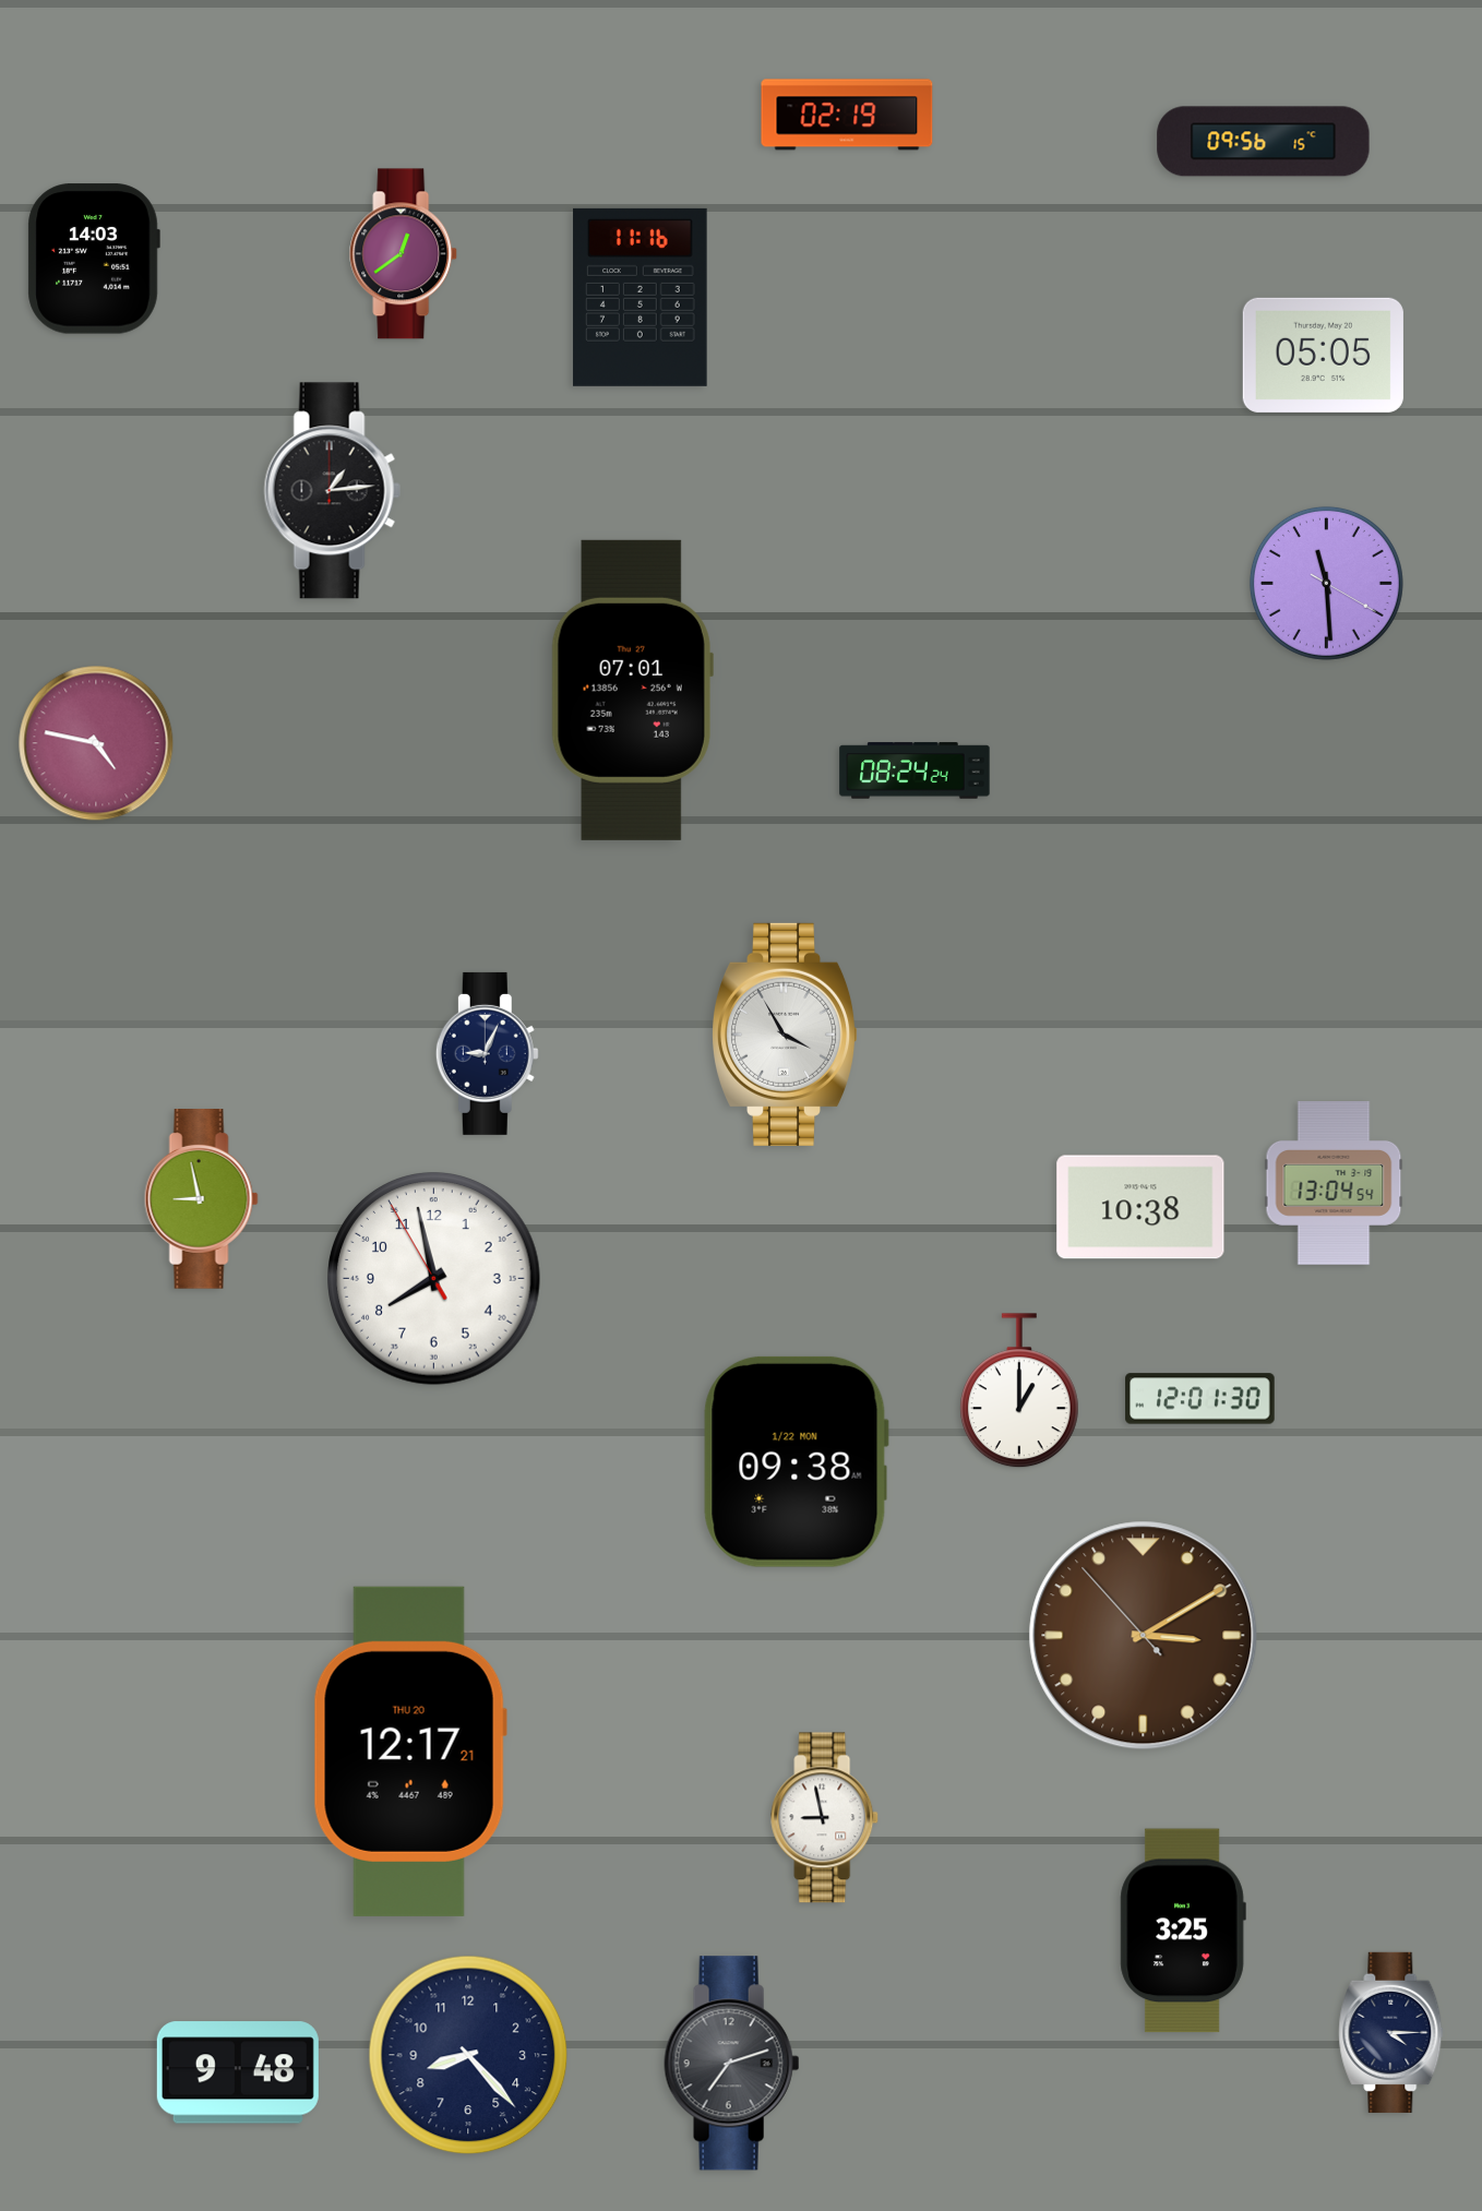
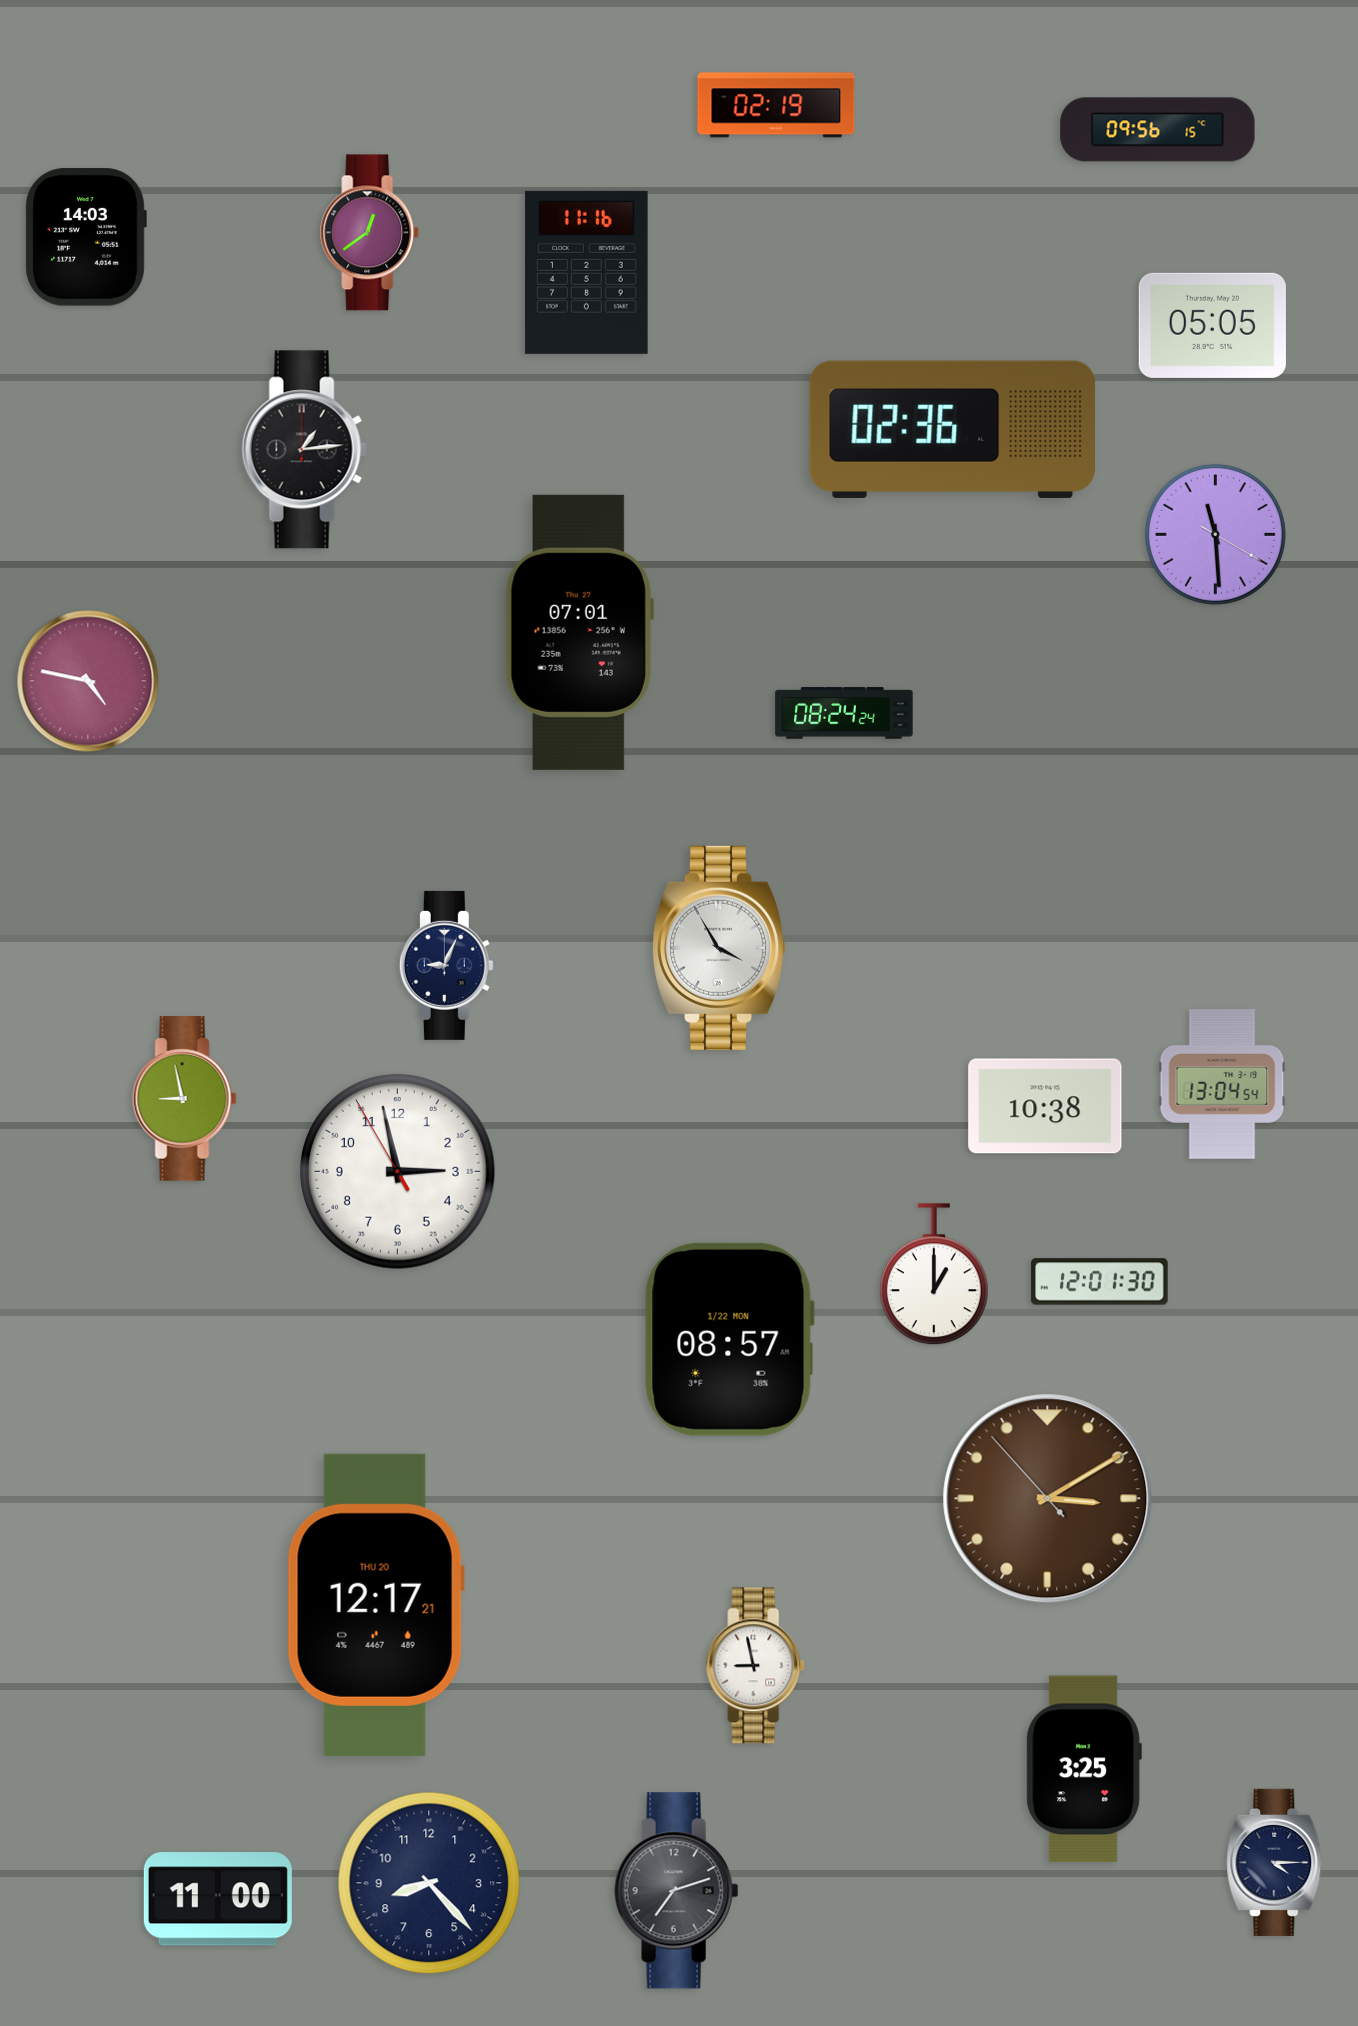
clock at (952, 429): none -> 02:36
clock at (915, 770) position: (915, 770) -> (844, 713)
clock at (434, 1279): 7:57 -> 2:57
clock at (796, 1461): 09:38 -> 08:57
clock at (732, 2064) position: (732, 2064) -> (677, 1891)
clock at (238, 2072): 9:48 -> 11:00
